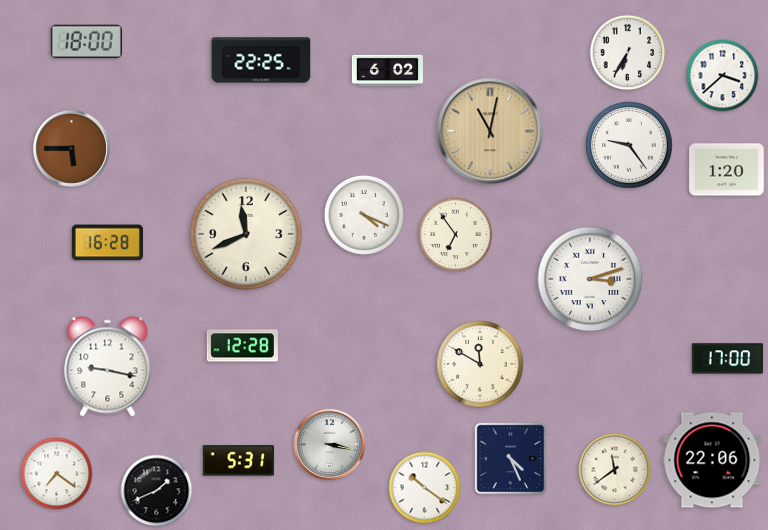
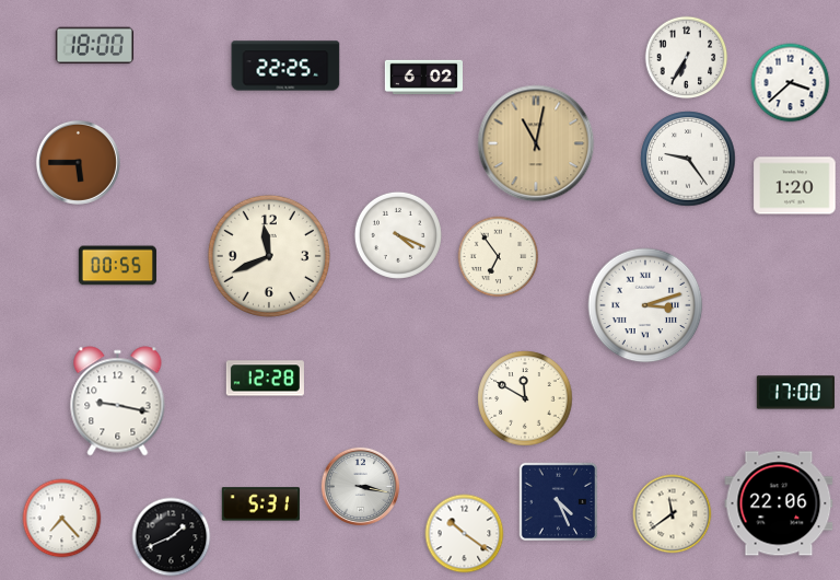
clock at (107, 243): 16:28 -> 00:55
clock at (57, 474): 7:21 -> 7:23
